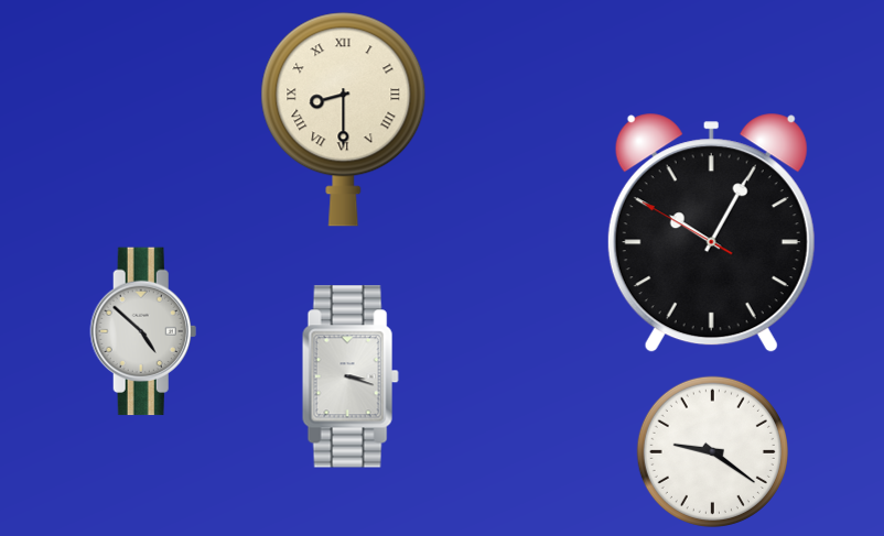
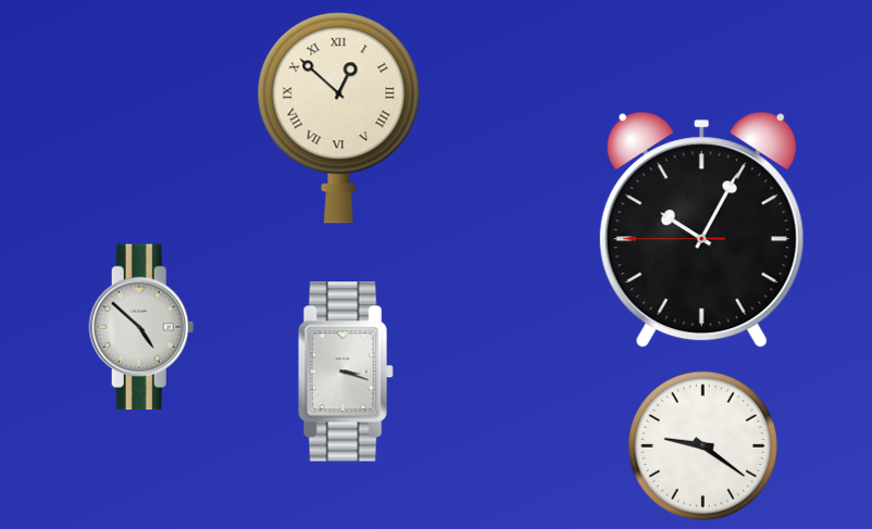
clock at (344, 120): 8:30 -> 12:52
clock at (711, 233): 10:04:50 -> 10:04:45
